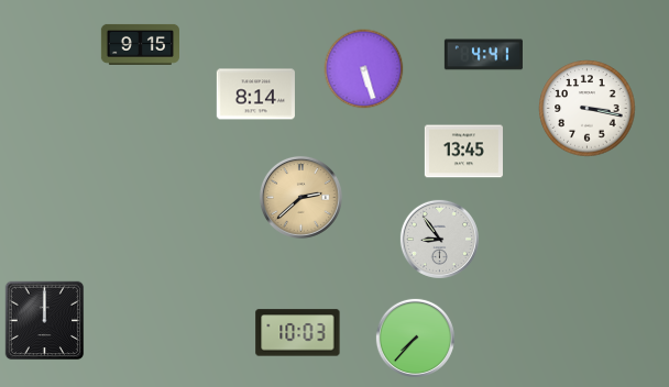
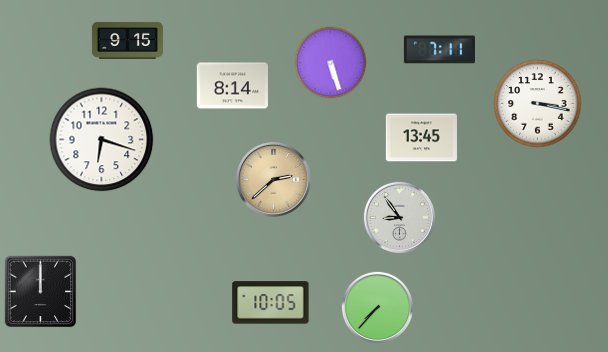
clock at (483, 55): 4:41 -> 7:11
clock at (588, 109) position: (588, 109) -> (538, 104)
clock at (102, 140): none -> 6:18
clock at (298, 333): 10:03 -> 10:05
